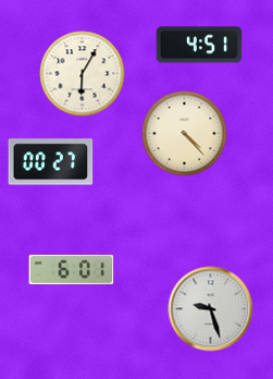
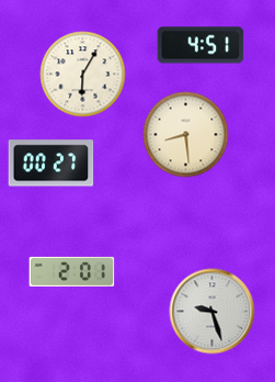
clock at (184, 133): 4:23 -> 8:29
clock at (71, 269): 6:01 -> 2:01
